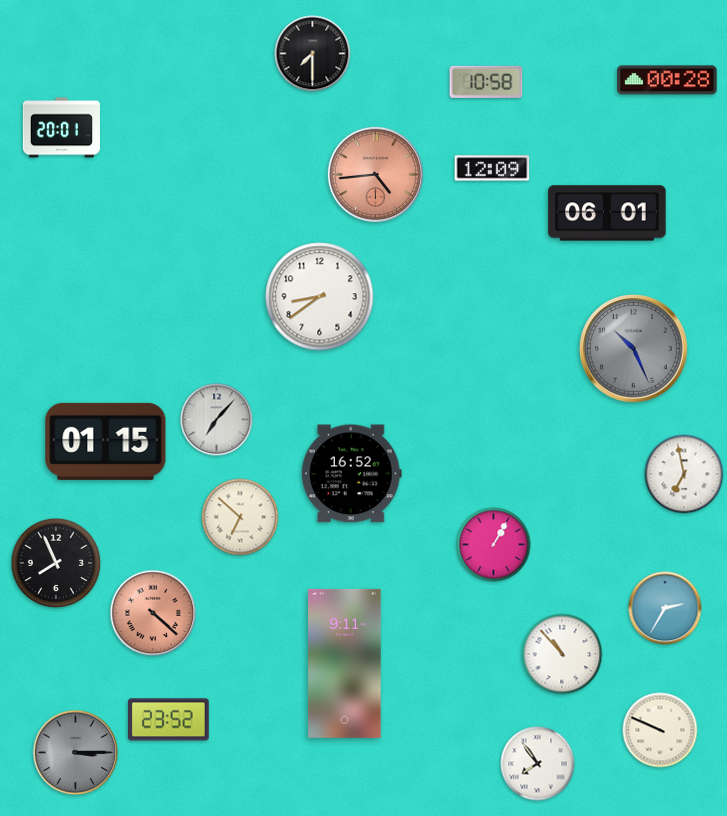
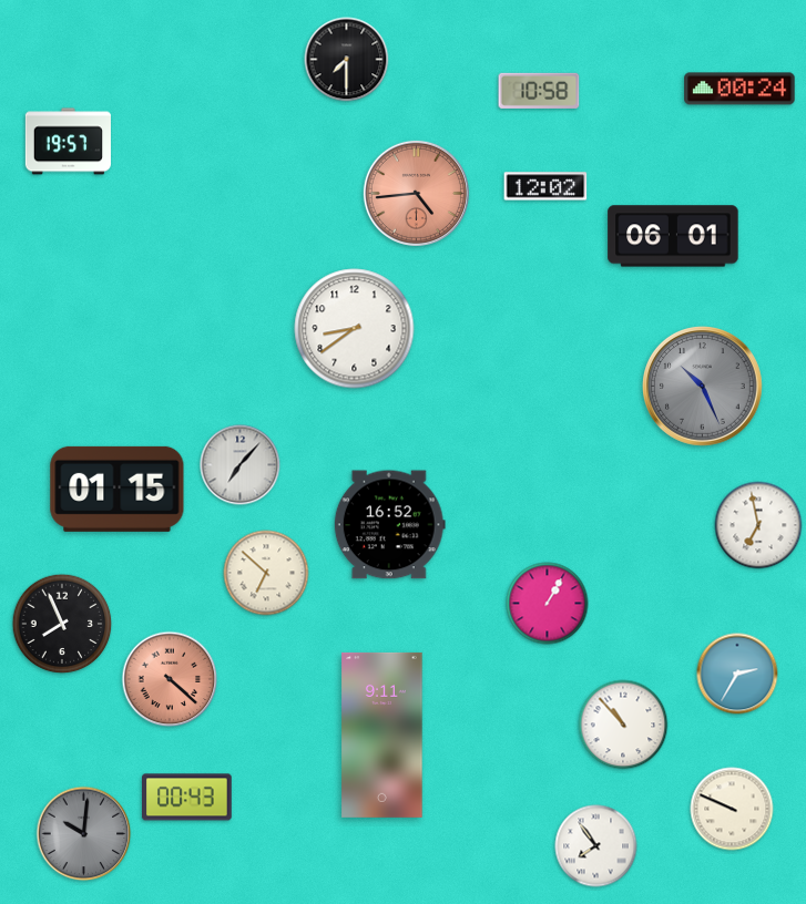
clock at (667, 80): 00:28 -> 00:24
clock at (61, 128): 20:01 -> 19:57
clock at (492, 168): 12:09 -> 12:02
clock at (169, 720): 23:52 -> 00:43
clock at (76, 753): 3:15 -> 10:01
